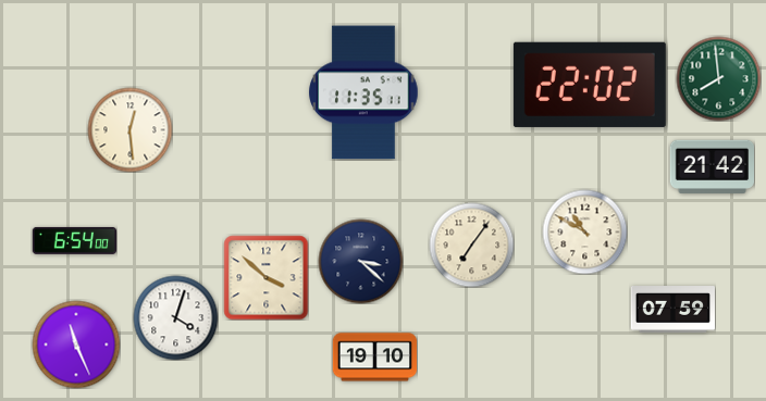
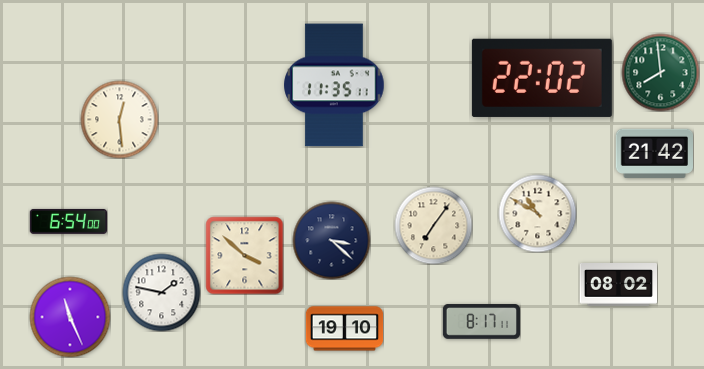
clock at (672, 310): 07:59 -> 08:02
clock at (175, 317): 4:03 -> 1:47
clock at (481, 322): none -> 8:17
